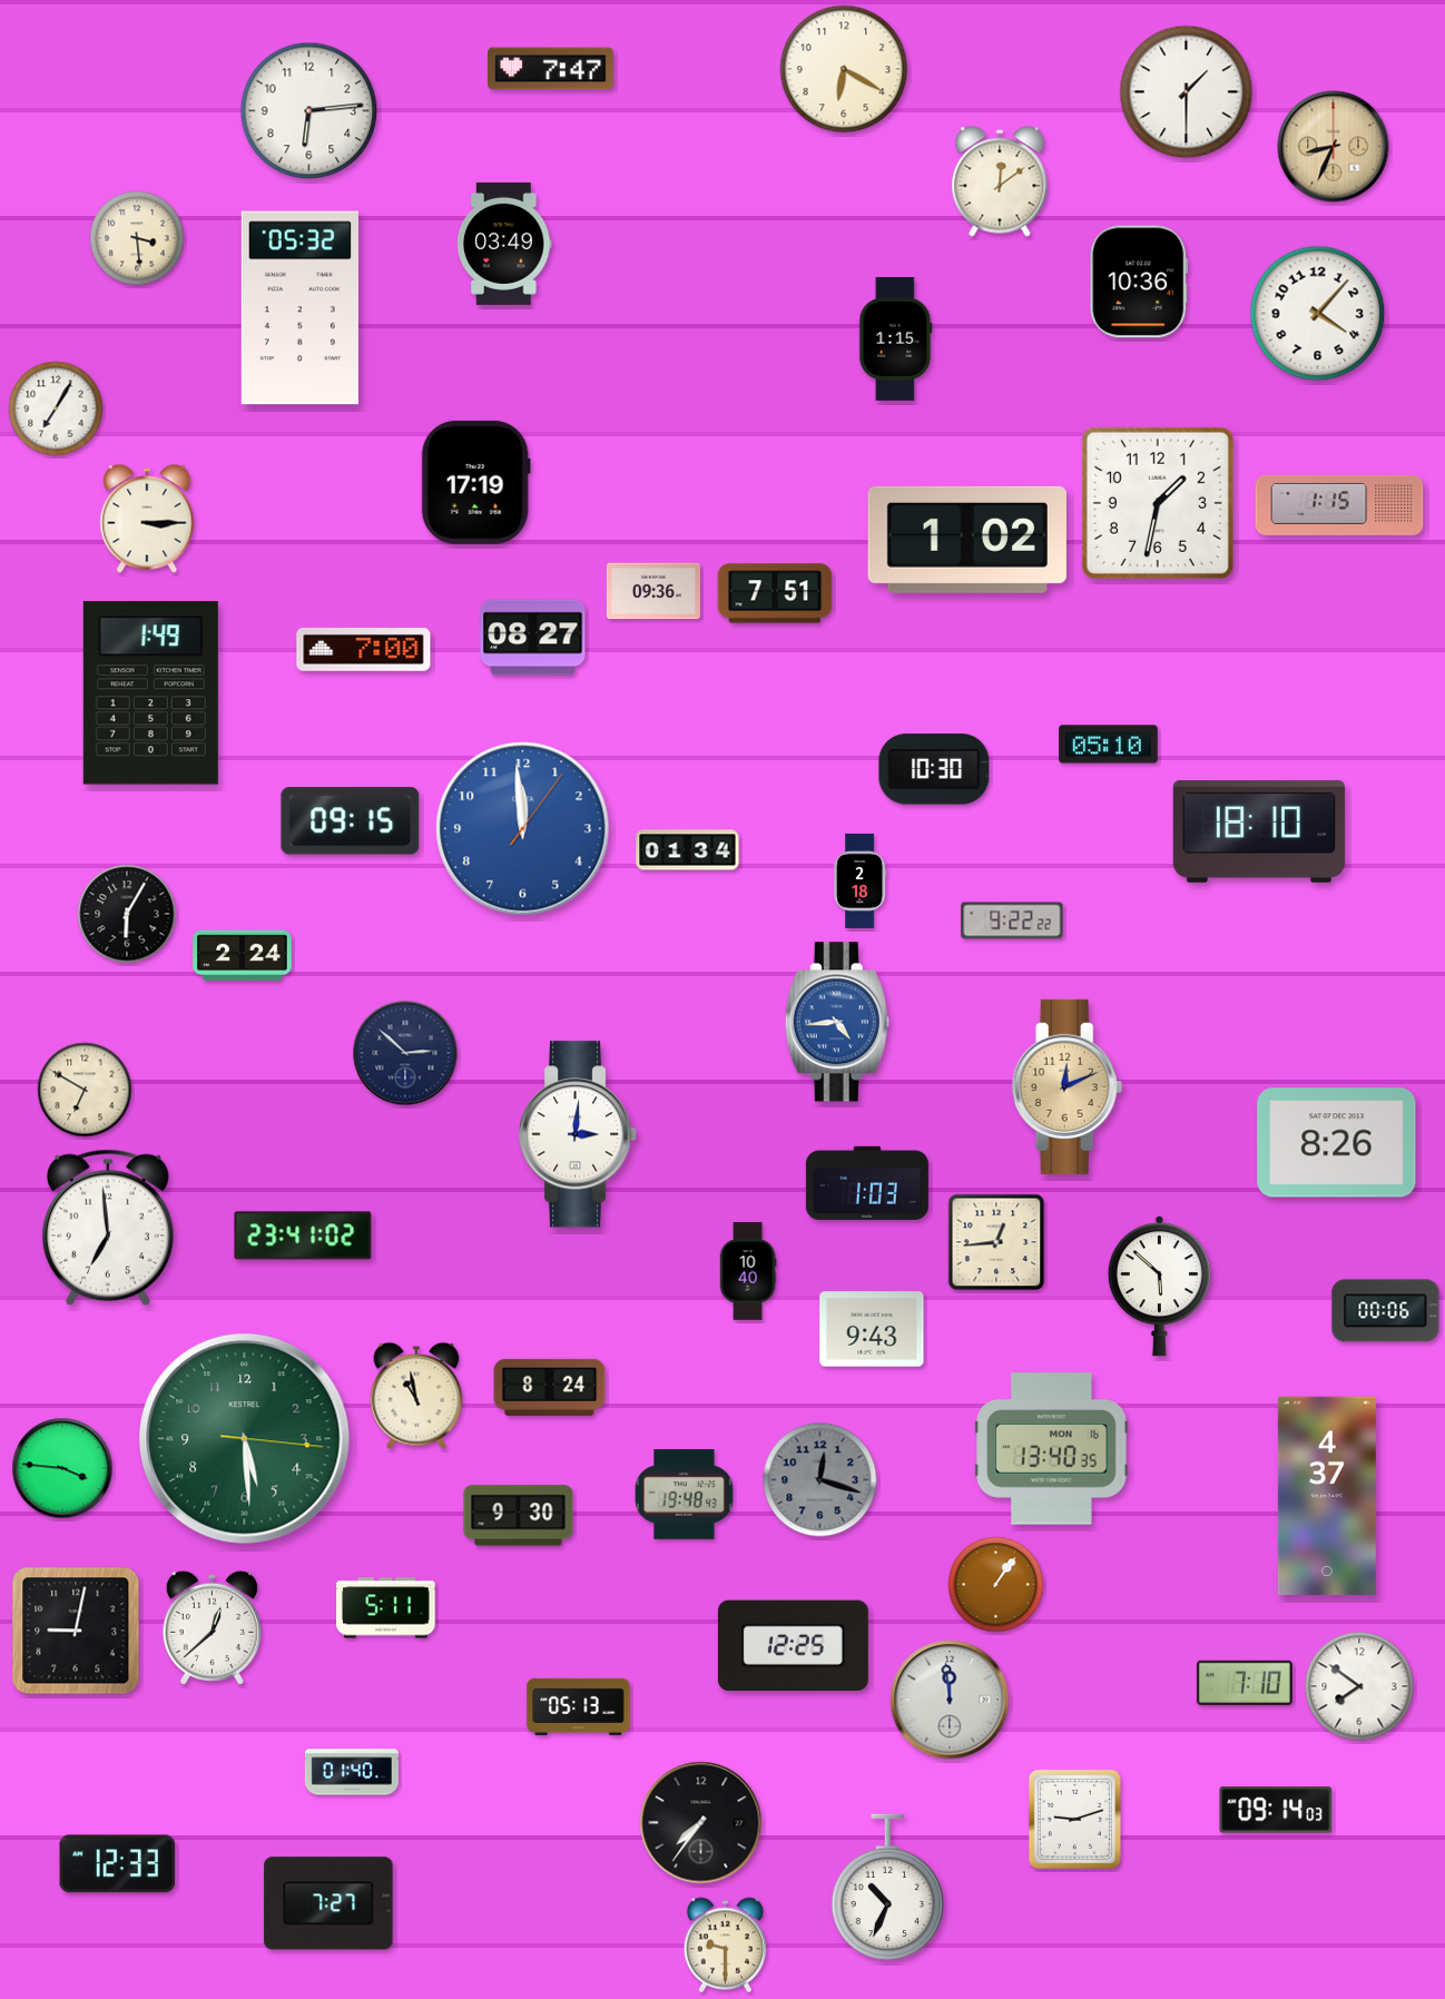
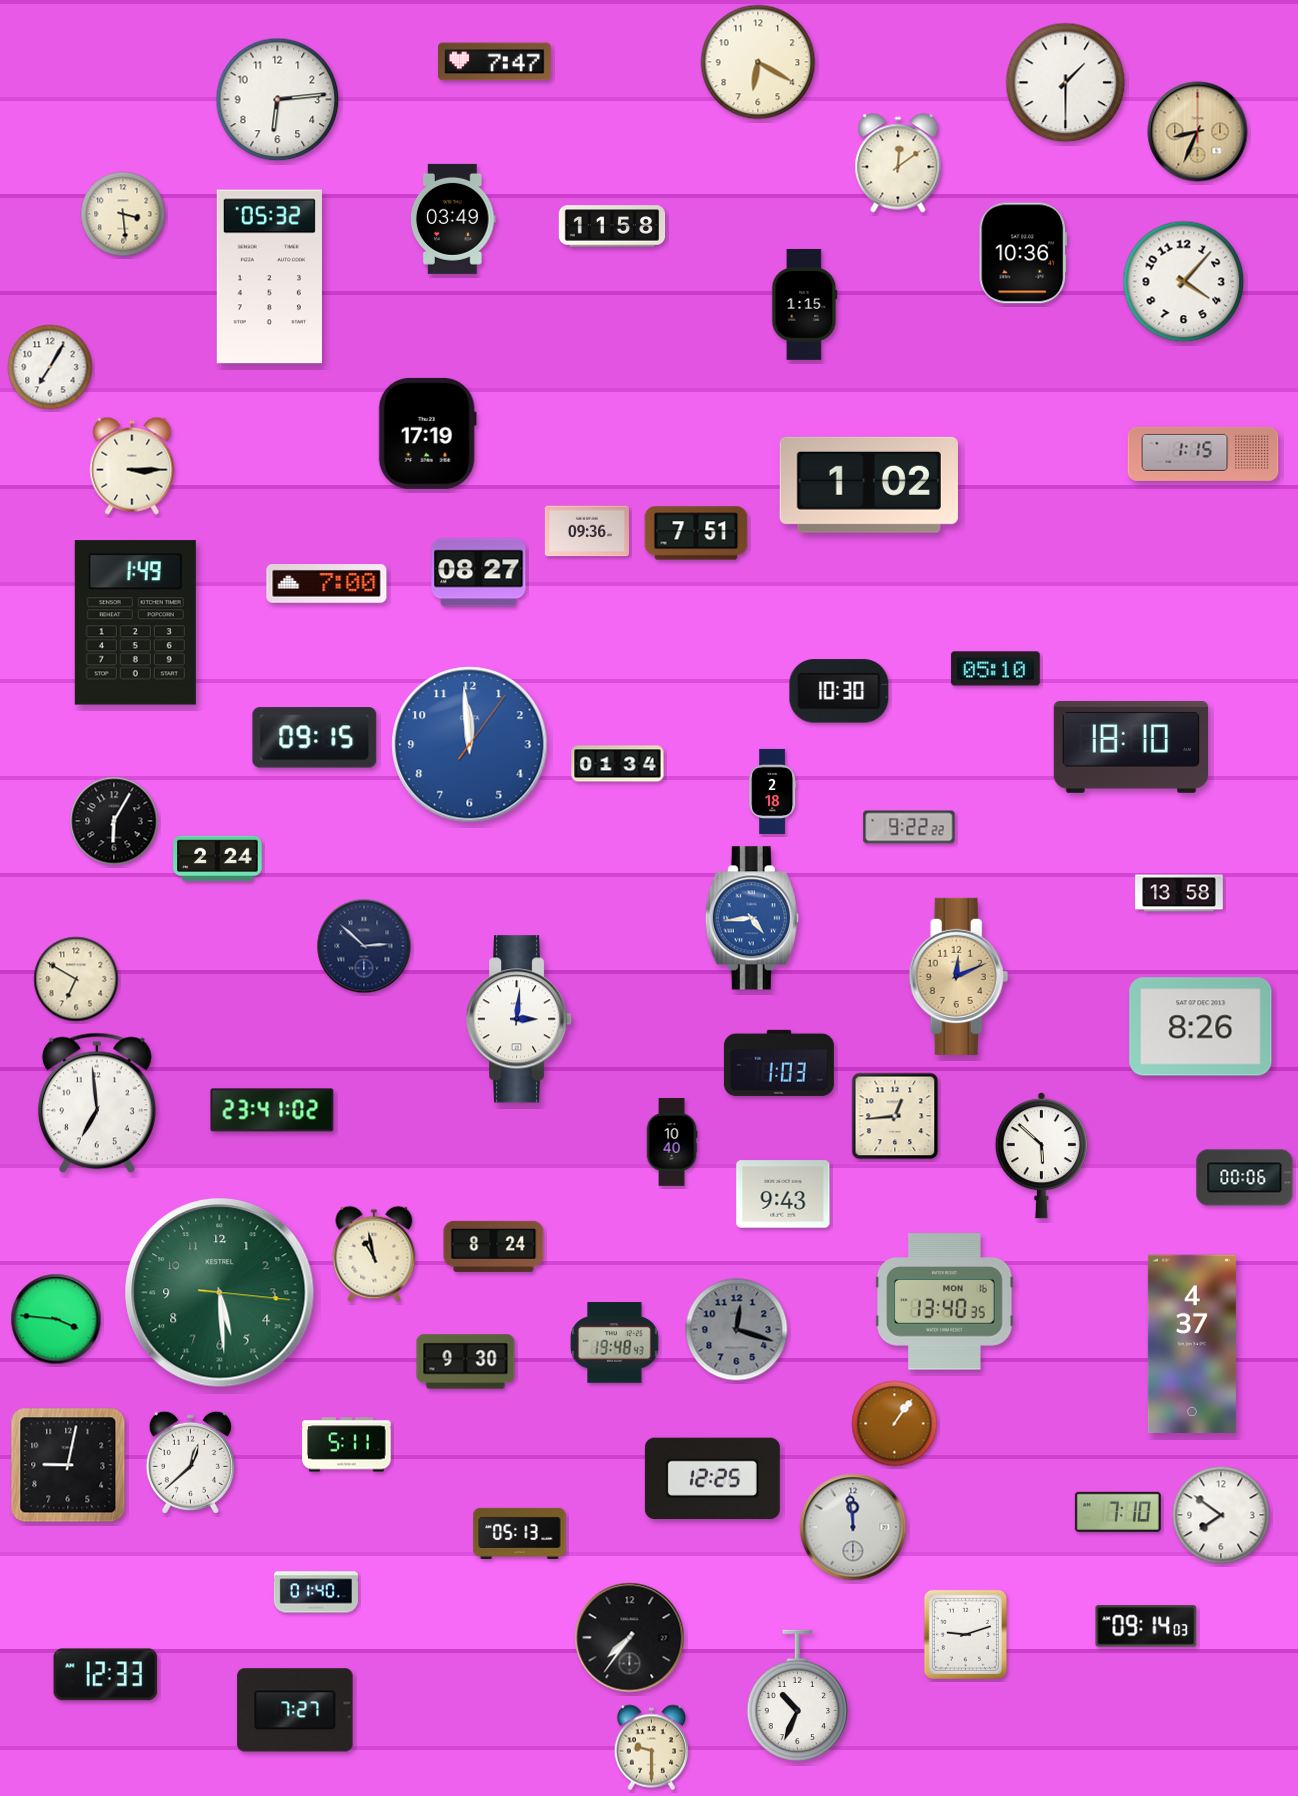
clock at (612, 226): none -> 11:58
clock at (1158, 503): 1:32 -> none
clock at (1179, 893): none -> 13:58
